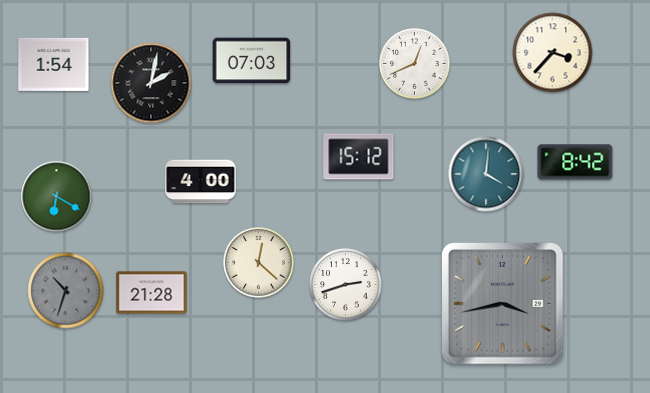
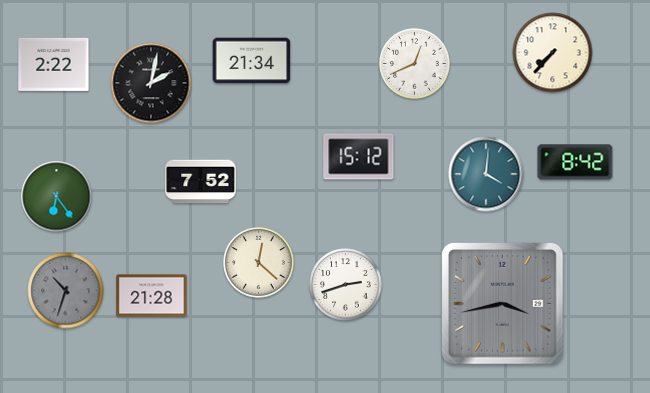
clock at (553, 53): 3:37 -> 7:37
clock at (252, 61): 07:03 -> 21:34
clock at (54, 64): 1:54 -> 2:22
clock at (201, 182): 4:00 -> 7:52
clock at (57, 197): 6:20 -> 6:24
clock at (152, 293) position: (152, 293) -> (152, 296)
